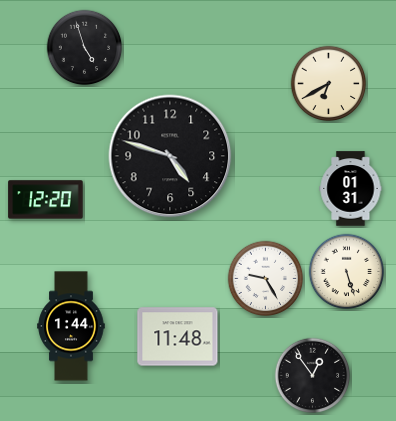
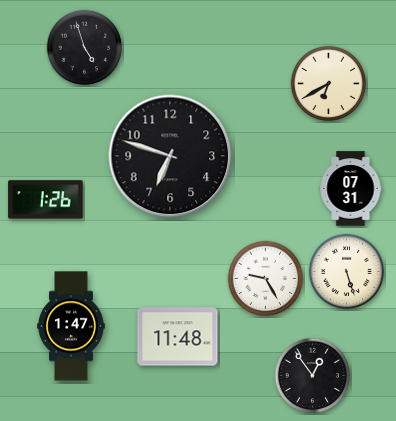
clock at (170, 156): 4:48 -> 6:48
clock at (351, 189): 01:31 -> 07:31
clock at (46, 200): 12:20 -> 1:26
clock at (71, 326): 1:44 -> 1:47
